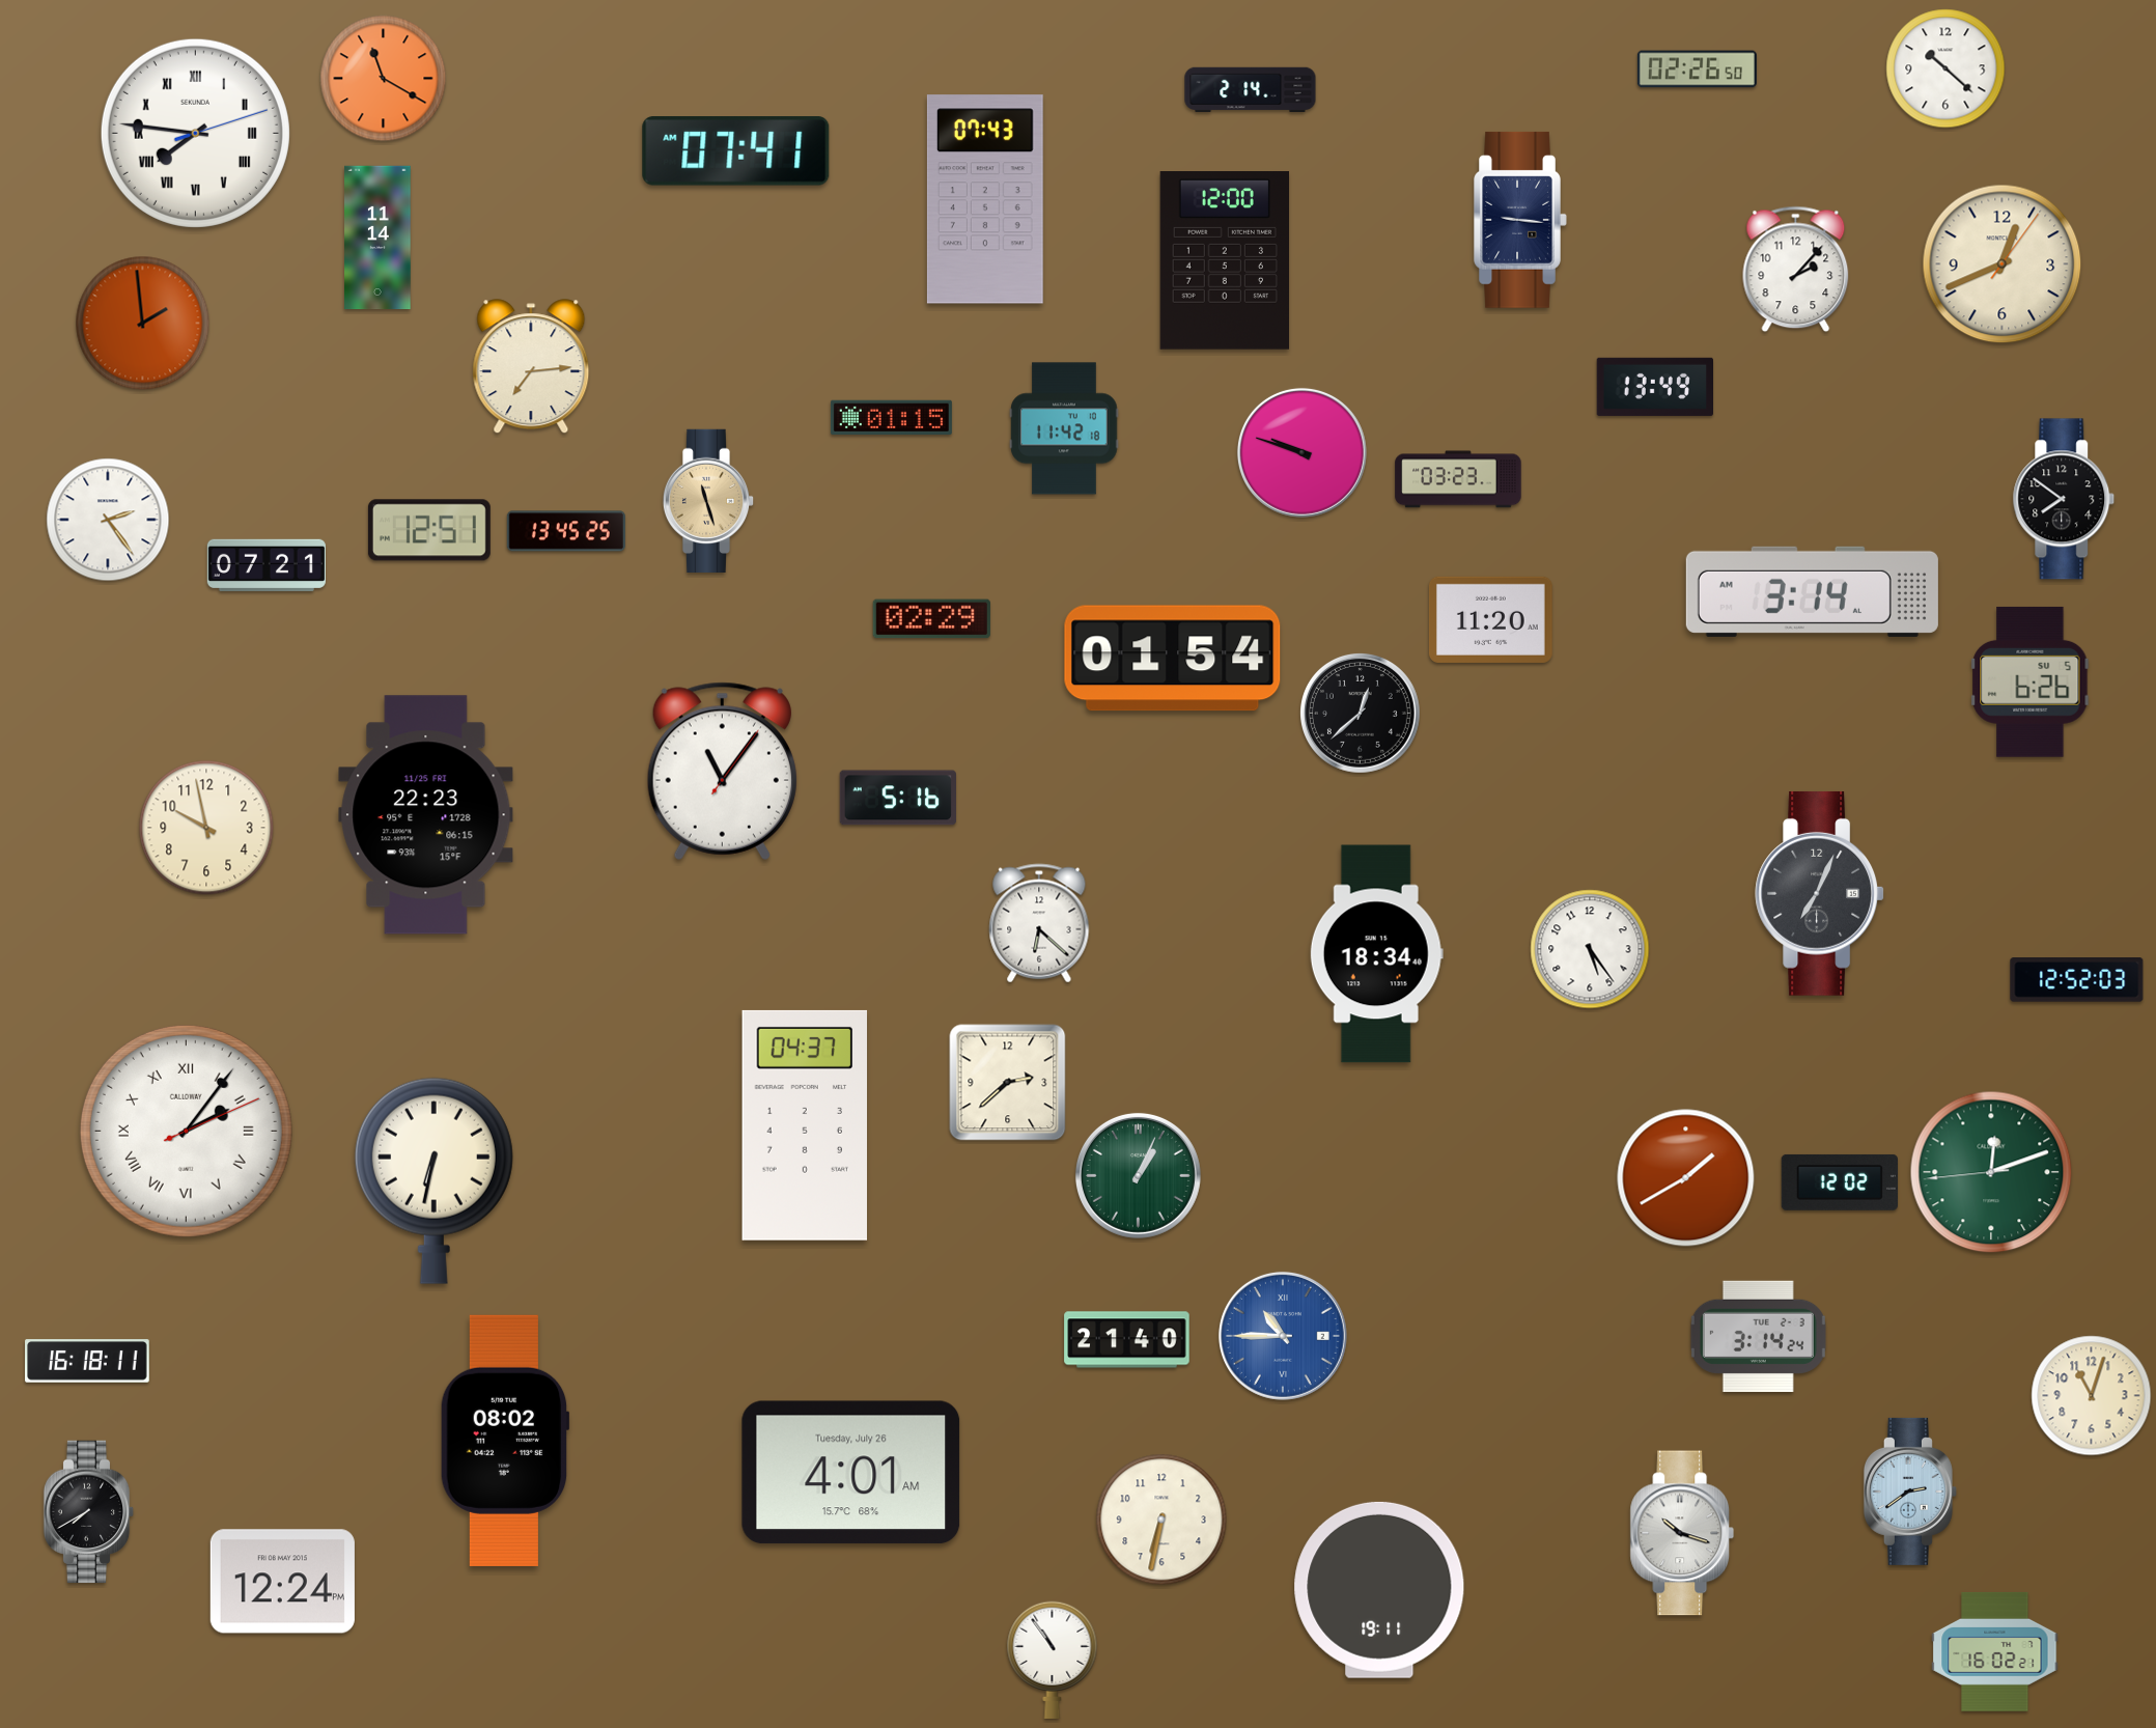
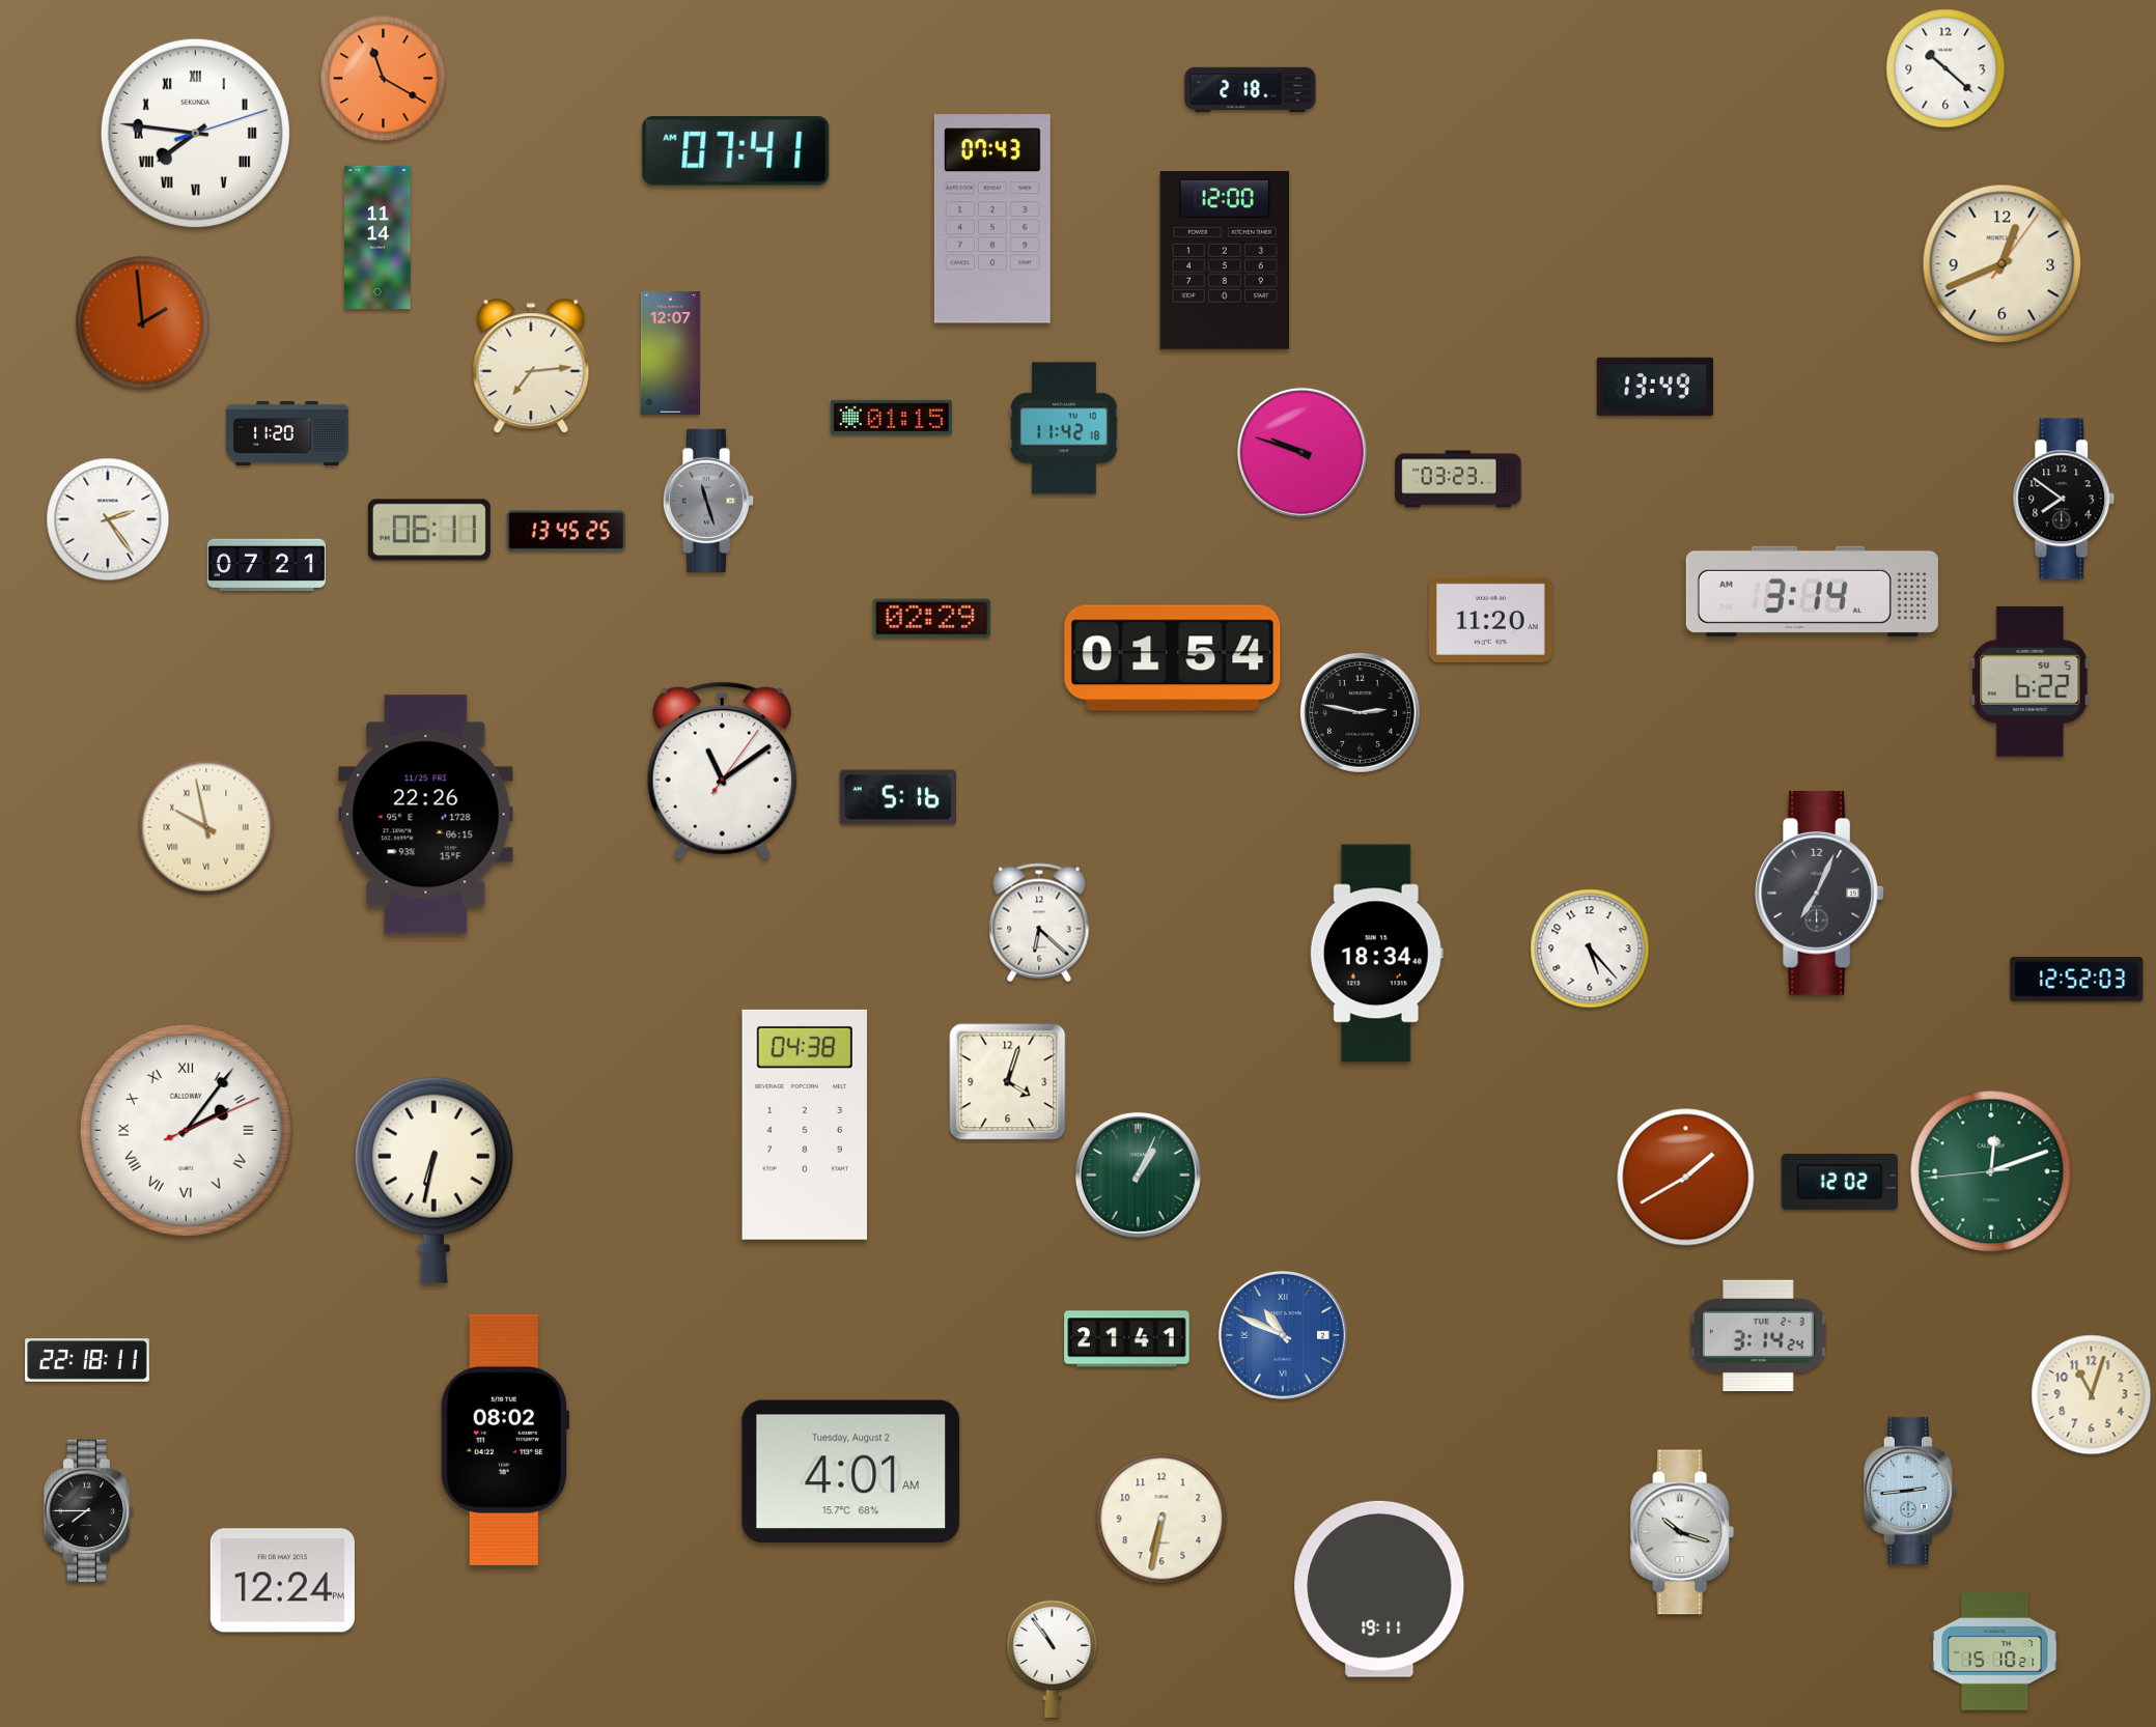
clock at (1697, 69): 02:26 -> none
clock at (1251, 90): 2:14 -> 2:18
clock at (985, 199) position: (985, 199) -> (992, 219)
clock at (1520, 220): 9:16 -> none
clock at (1796, 270): 2:07 -> none
clock at (670, 353): none -> 12:07
clock at (288, 433): none -> 11:20
clock at (708, 500) dial: champagne -> grey
clock at (429, 530): 12:51 -> 06:11
clock at (2031, 681): 6:26 -> 6:22
clock at (1360, 713): 12:38 -> 2:47
clock at (722, 771): 11:06 -> 11:09
clock at (426, 815): 22:23 -> 22:26
clock at (206, 828) numerals: Arabic -> Roman
clock at (1590, 949): 5:24 -> 5:23
clock at (1008, 1083): 2:38 -> 4:03
clock at (805, 1125): 04:37 -> 04:38
clock at (1283, 1336): 10:45 -> 10:49
clock at (1127, 1340): 21:40 -> 21:41
clock at (87, 1361): 16:18 -> 22:18
clock at (851, 1473) date: Tuesday, July 26 -> Tuesday, August 2
clock at (1910, 1492): 2:39 -> 2:44
clock at (89, 1512): 7:40 -> 7:45
clock at (1995, 1651): 16:02 -> 15:10
